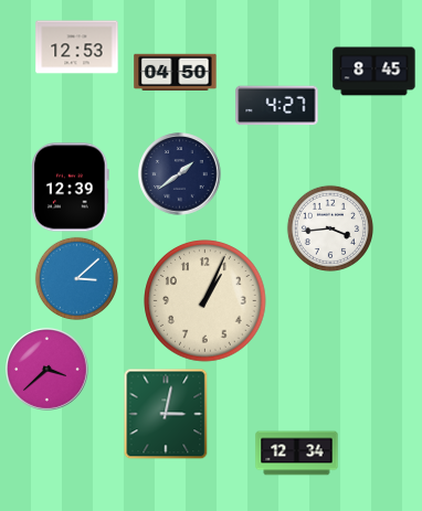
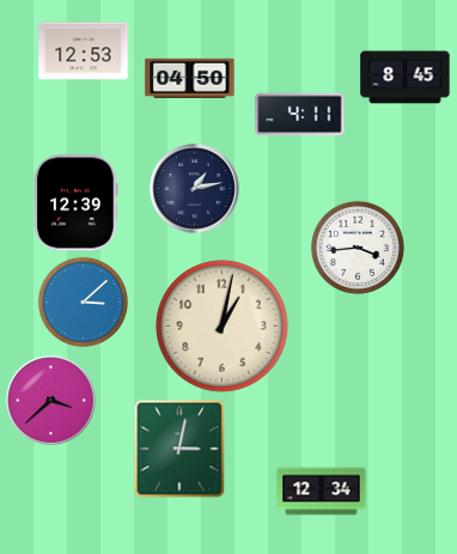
clock at (277, 106): 4:27 -> 4:11
clock at (180, 174): 1:39 -> 1:13
clock at (205, 301): 1:04 -> 1:02
